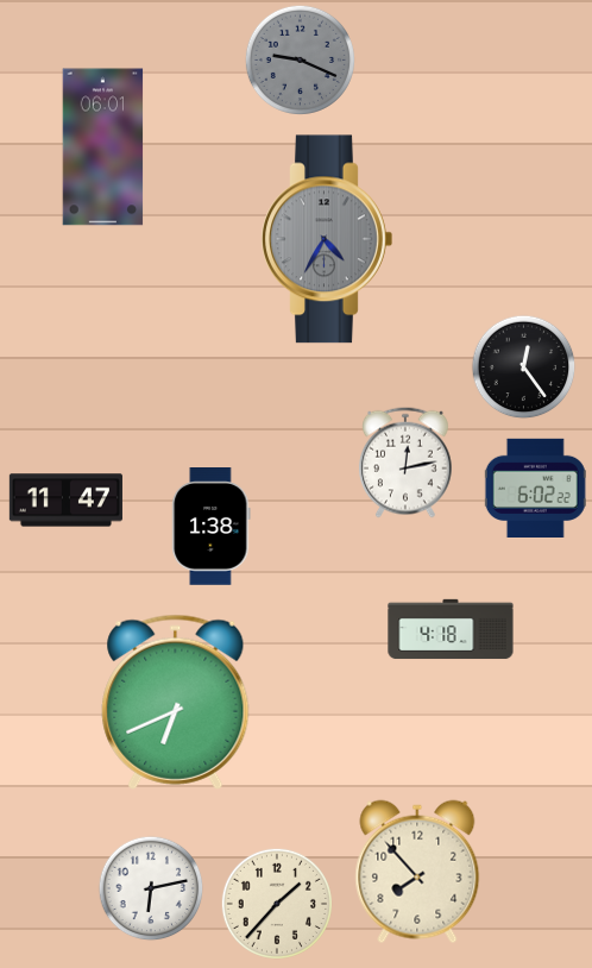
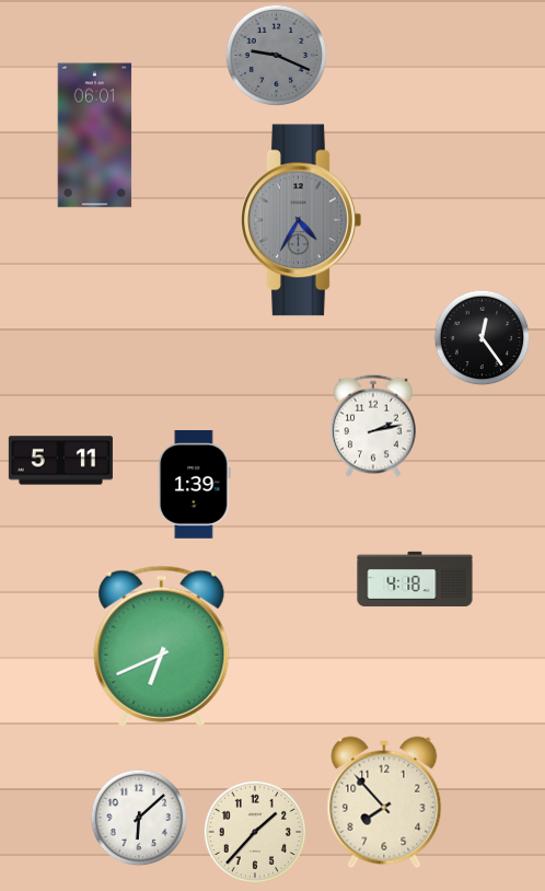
clock at (407, 463): 12:13 -> 2:13
clock at (535, 488): 6:02 -> none
clock at (65, 501): 11:47 -> 5:11
clock at (212, 527): 1:38 -> 1:39
clock at (151, 888): 6:13 -> 6:08
